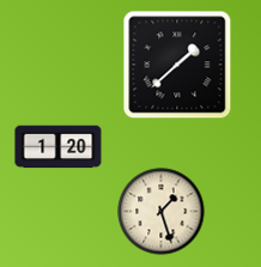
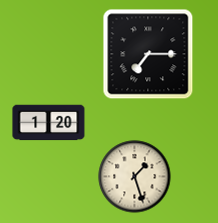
clock at (177, 65): 1:38 -> 7:15
